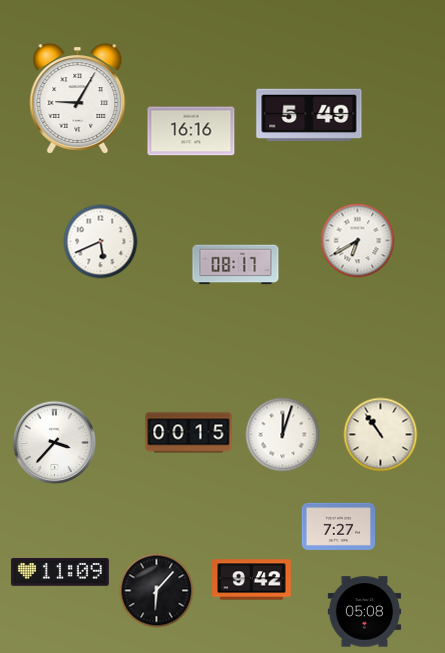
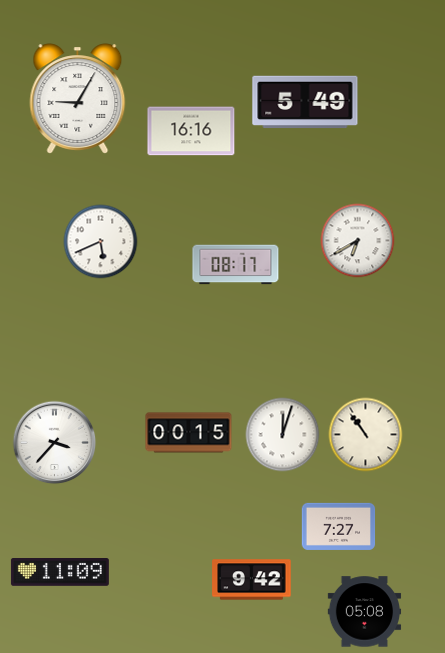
clock at (309, 115) position: (309, 115) -> (305, 102)
clock at (381, 435) position: (381, 435) -> (366, 435)
clock at (157, 591): 6:07 -> none
